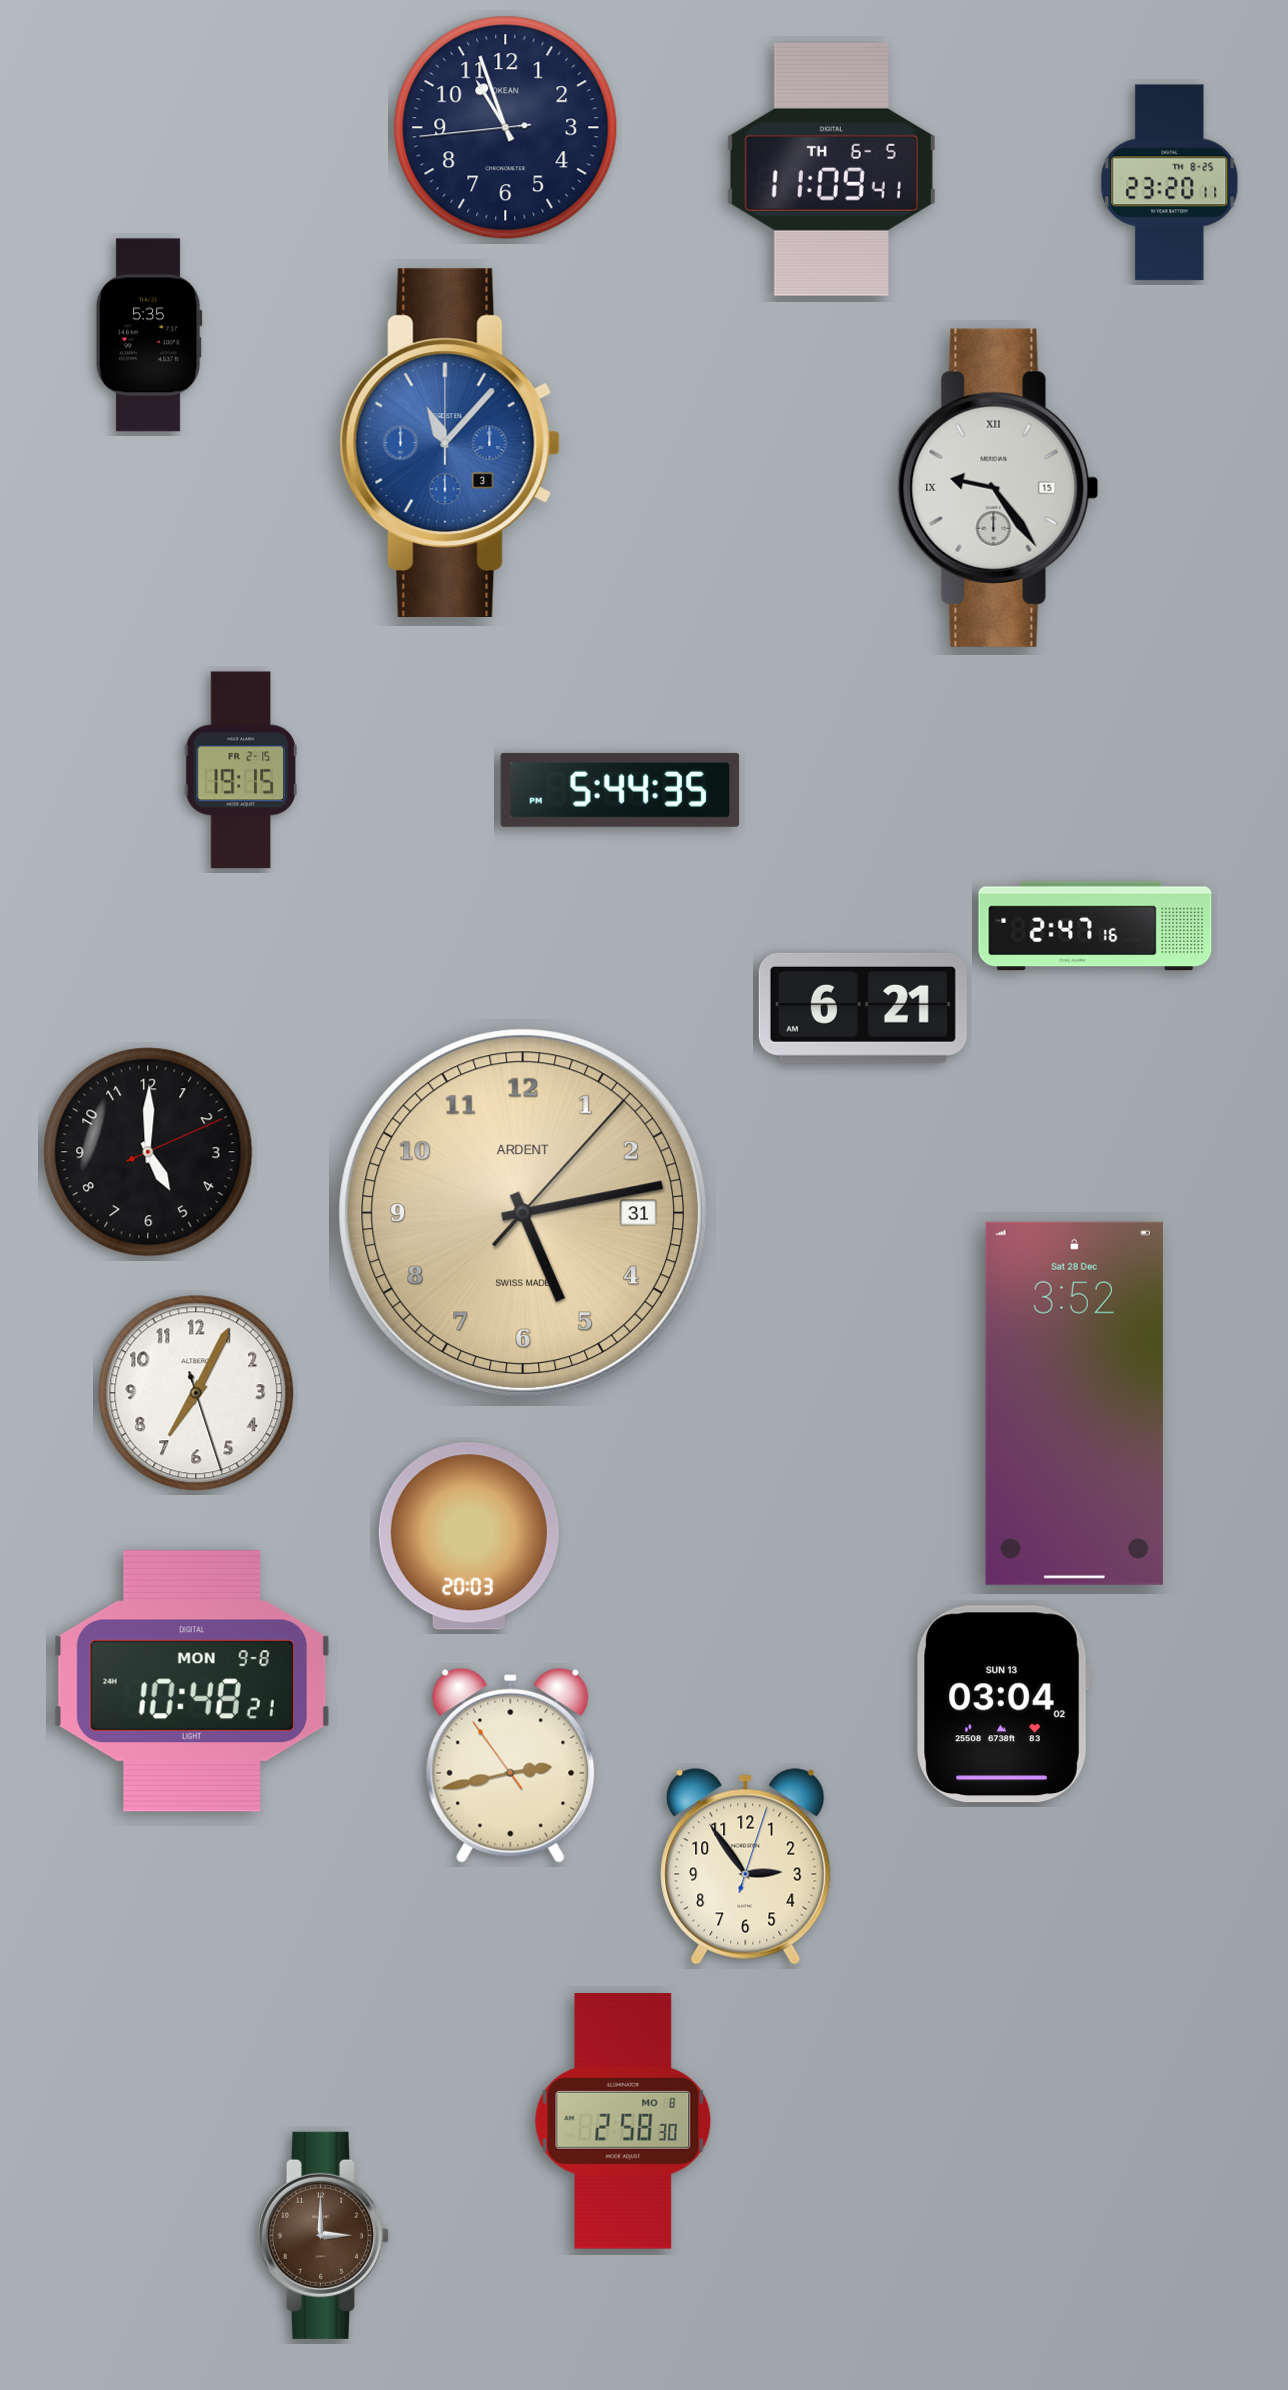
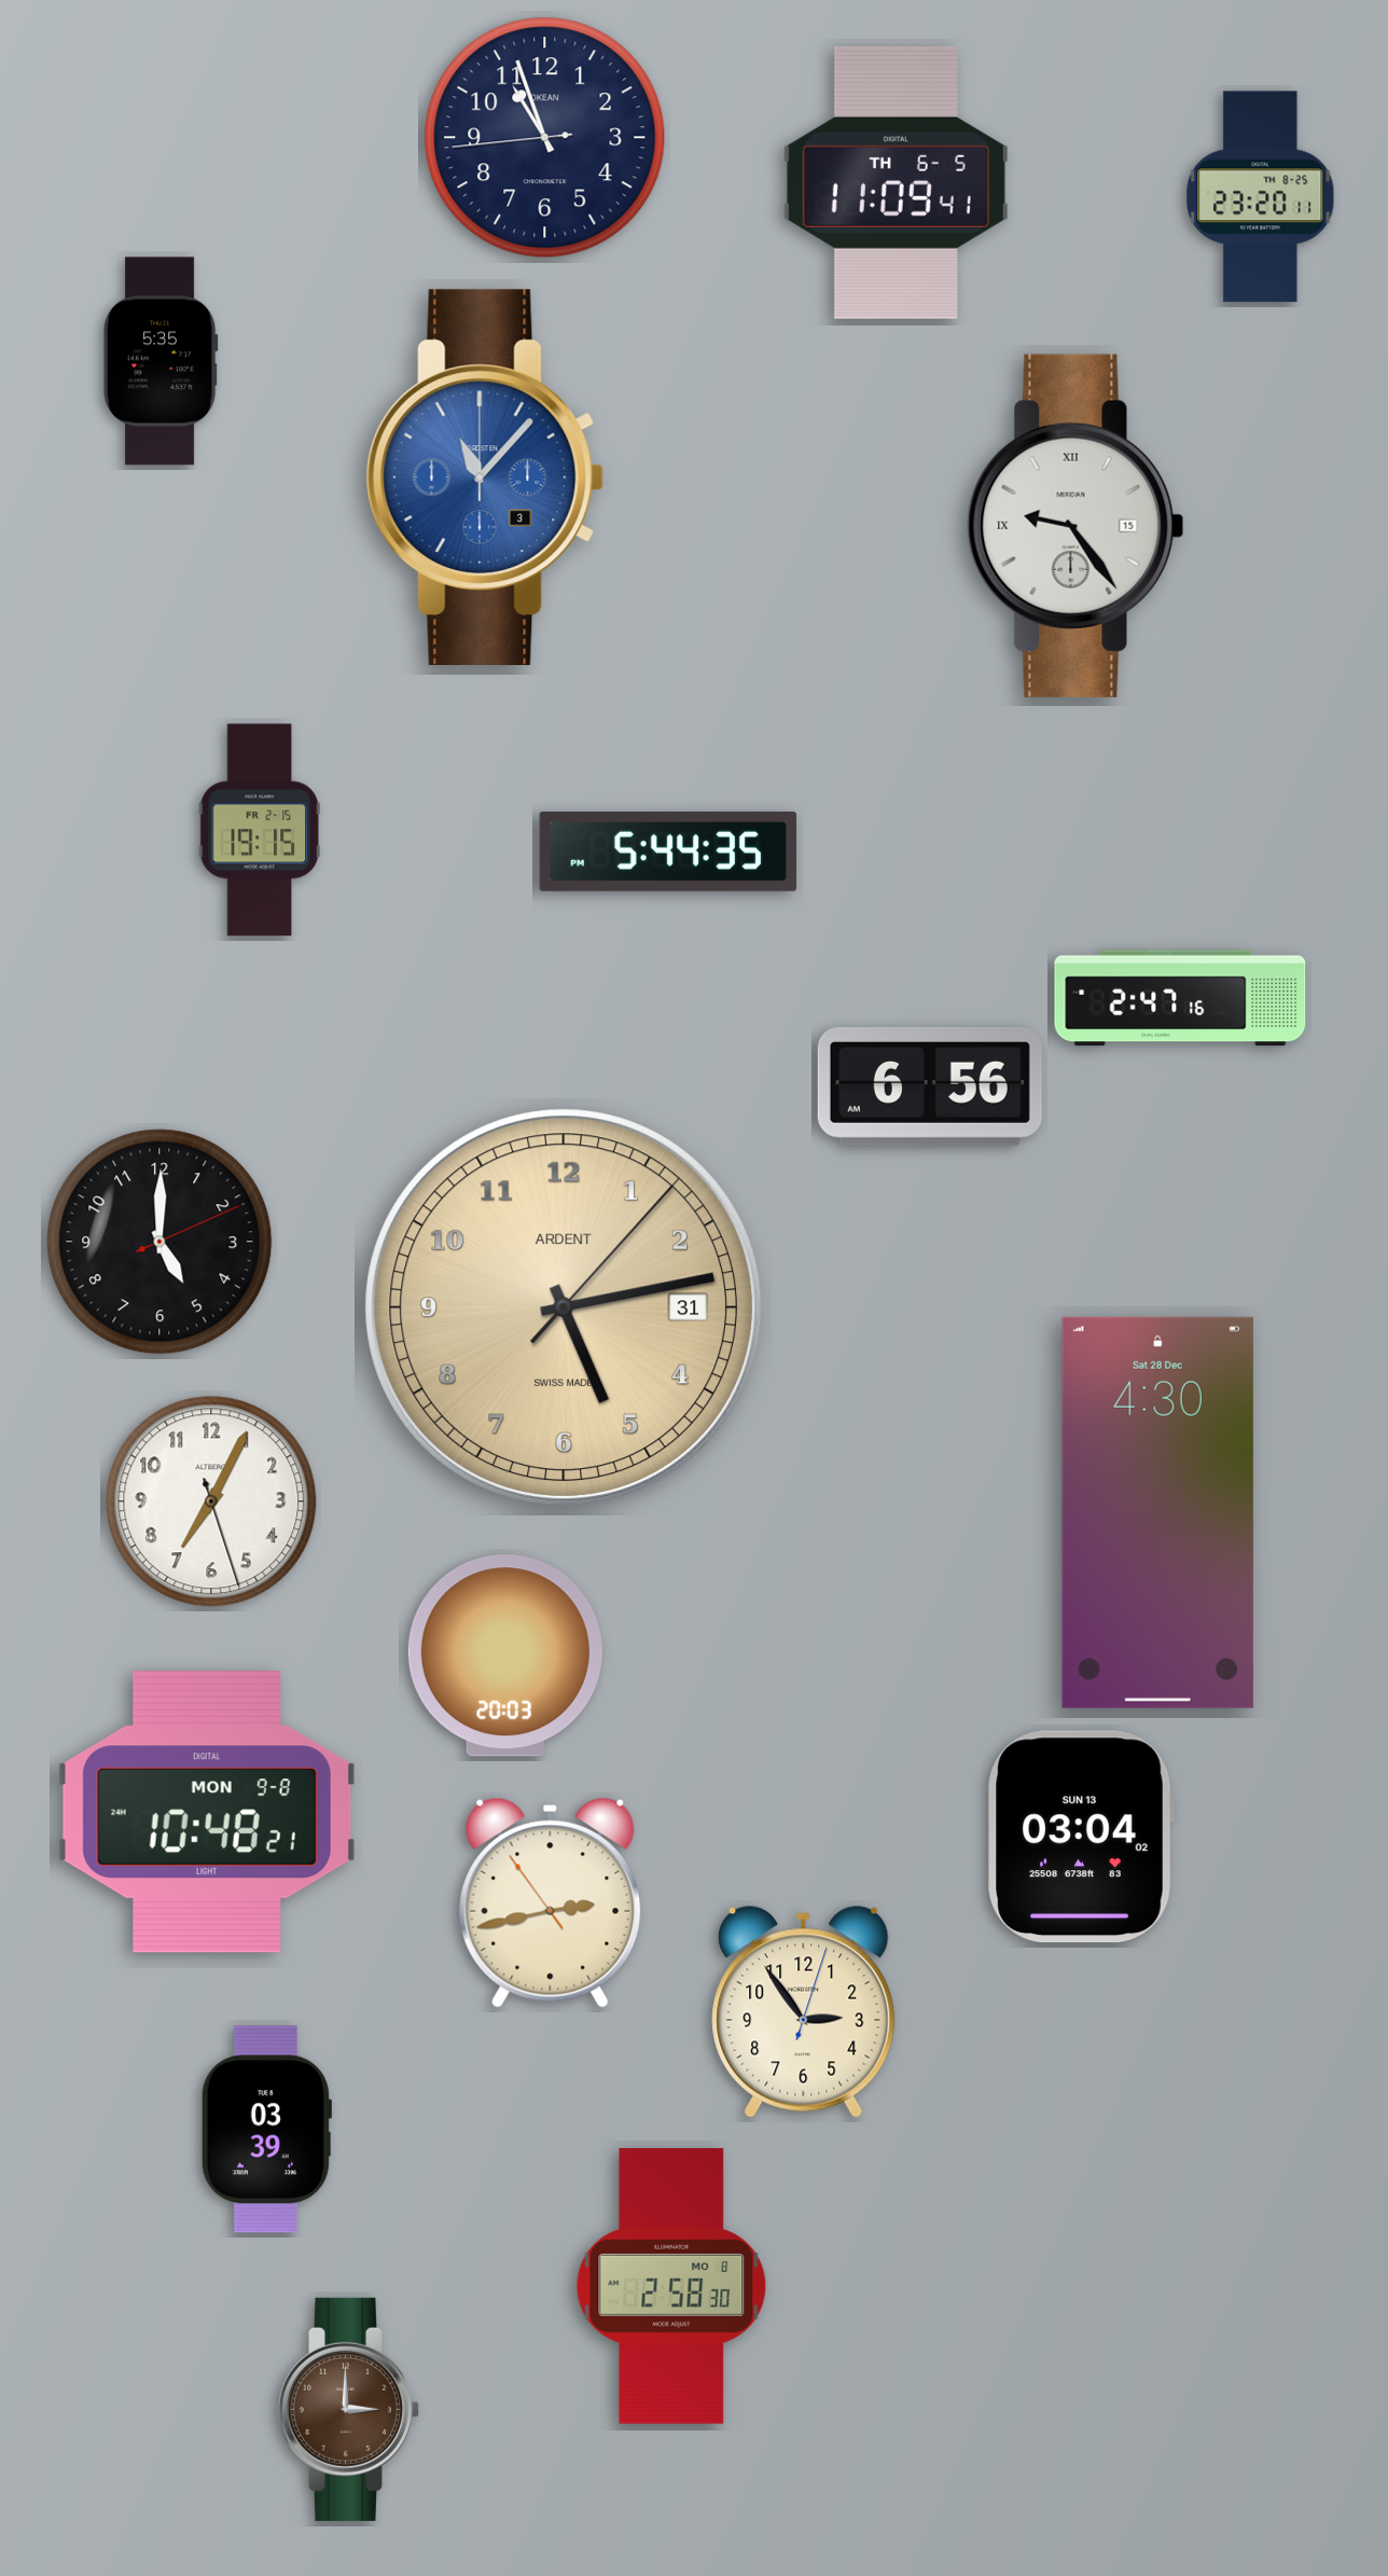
clock at (863, 1008): 6:21 -> 6:56
clock at (1074, 1403): 3:52 -> 4:30
clock at (266, 2130): none -> 03:39
